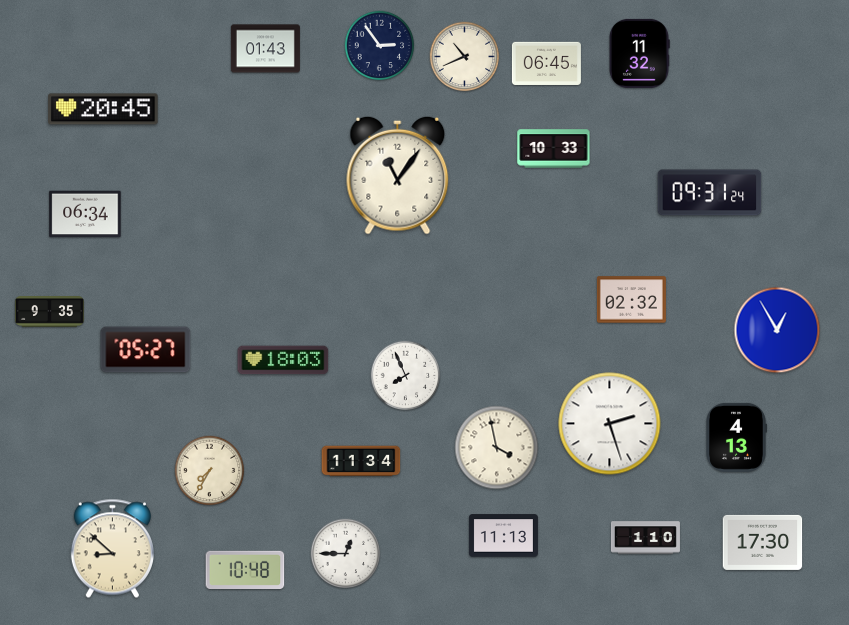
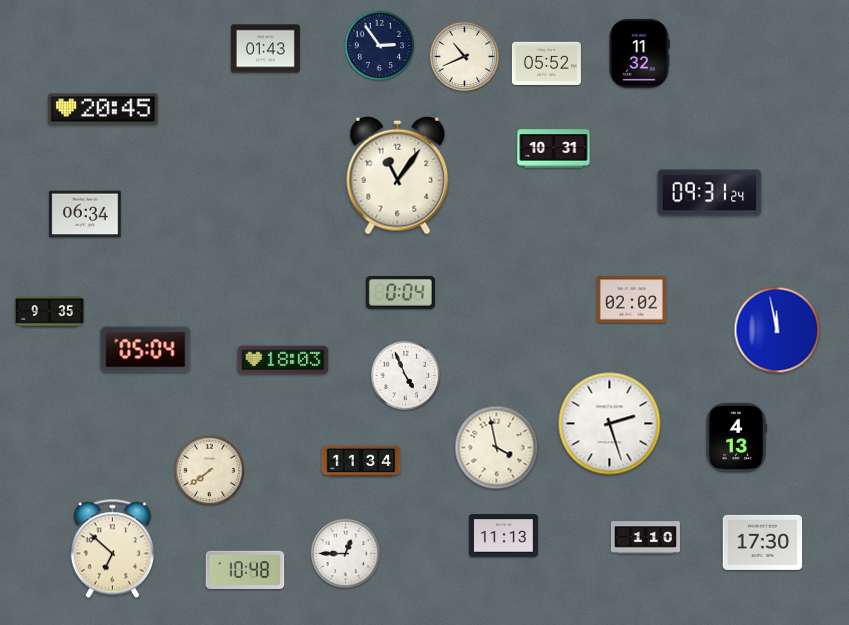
clock at (546, 63): 06:45 -> 05:52
clock at (554, 149): 10:33 -> 10:31
clock at (400, 293): none -> 0:04
clock at (631, 300): 02:32 -> 02:02
clock at (777, 330): 12:55 -> 11:58
clock at (146, 350): 05:27 -> 05:04
clock at (406, 376): 7:56 -> 4:56
clock at (210, 471): 7:35 -> 7:39
clock at (112, 549): 8:52 -> 6:52
